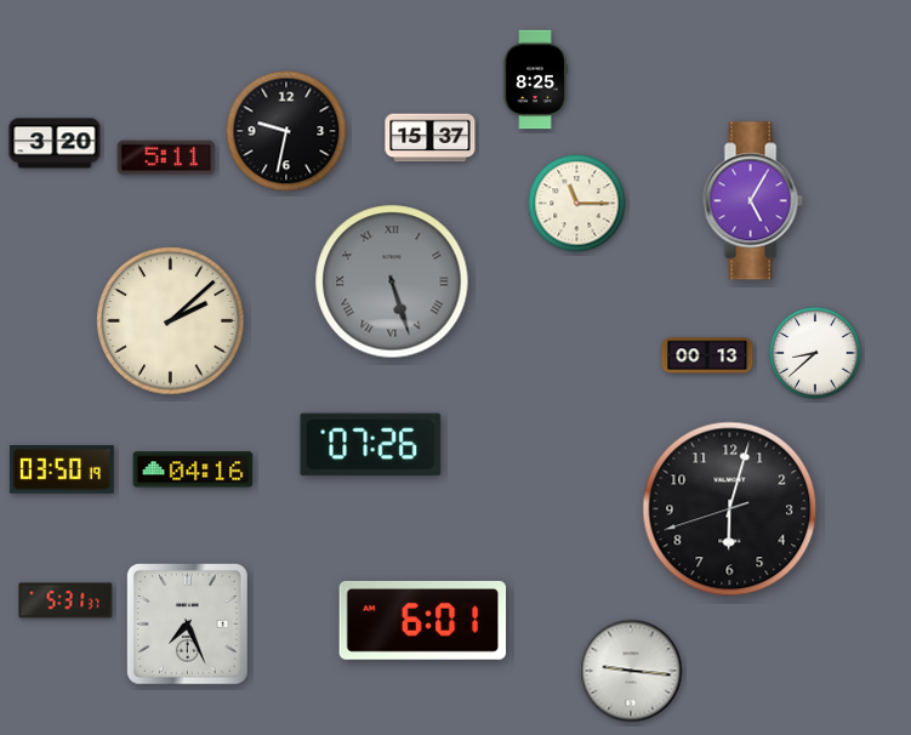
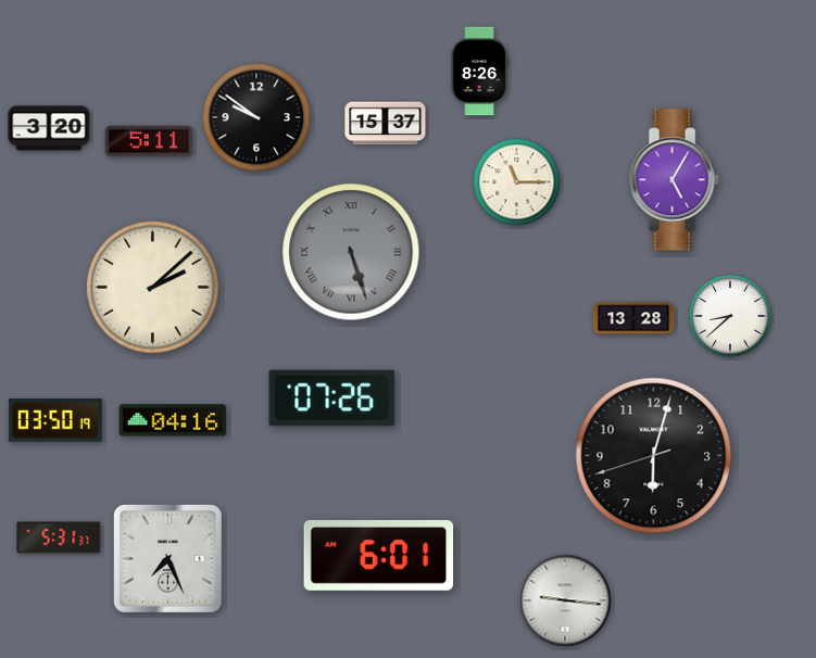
clock at (535, 80): 8:25 -> 8:26
clock at (286, 131): 9:32 -> 9:51
clock at (707, 355): 00:13 -> 13:28
